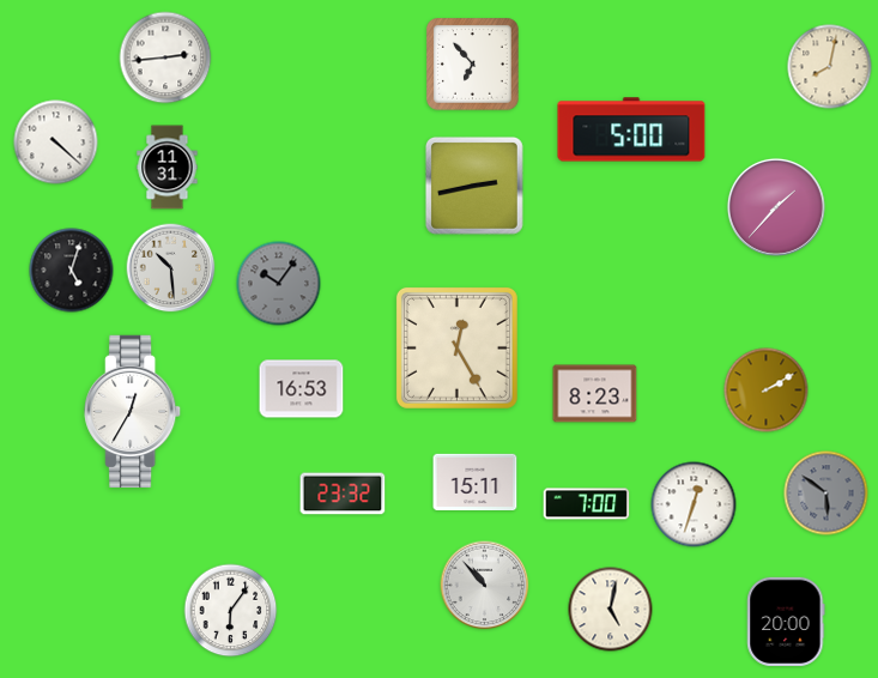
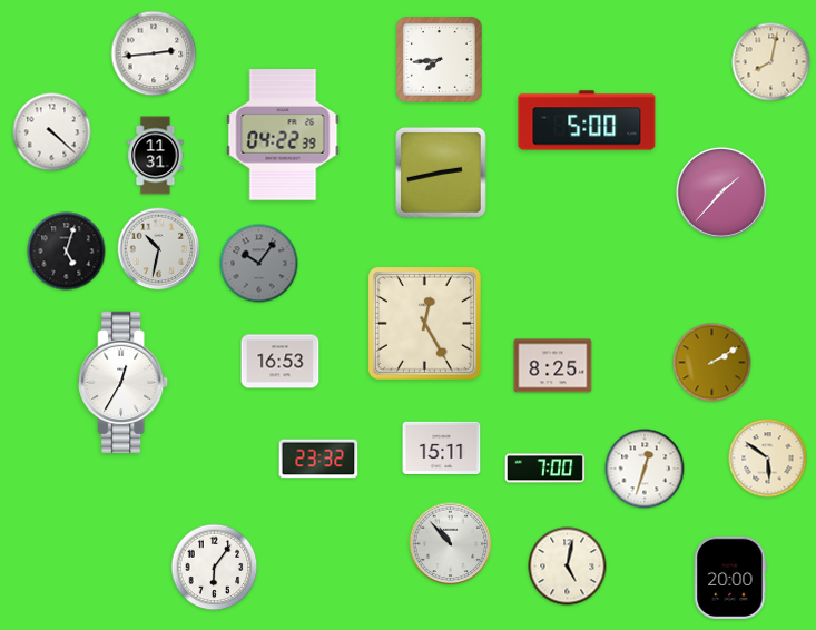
clock at (473, 65): 6:53 -> 7:44
clock at (283, 135): none -> 04:22
clock at (171, 268): 10:29 -> 10:32
clock at (595, 394): 8:23 -> 8:25
clock at (826, 494) dial: grey -> cream
